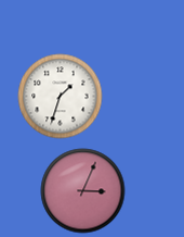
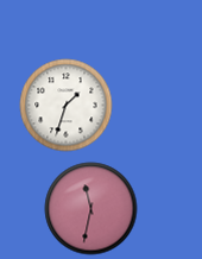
clock at (82, 190): 3:04 -> 11:32
